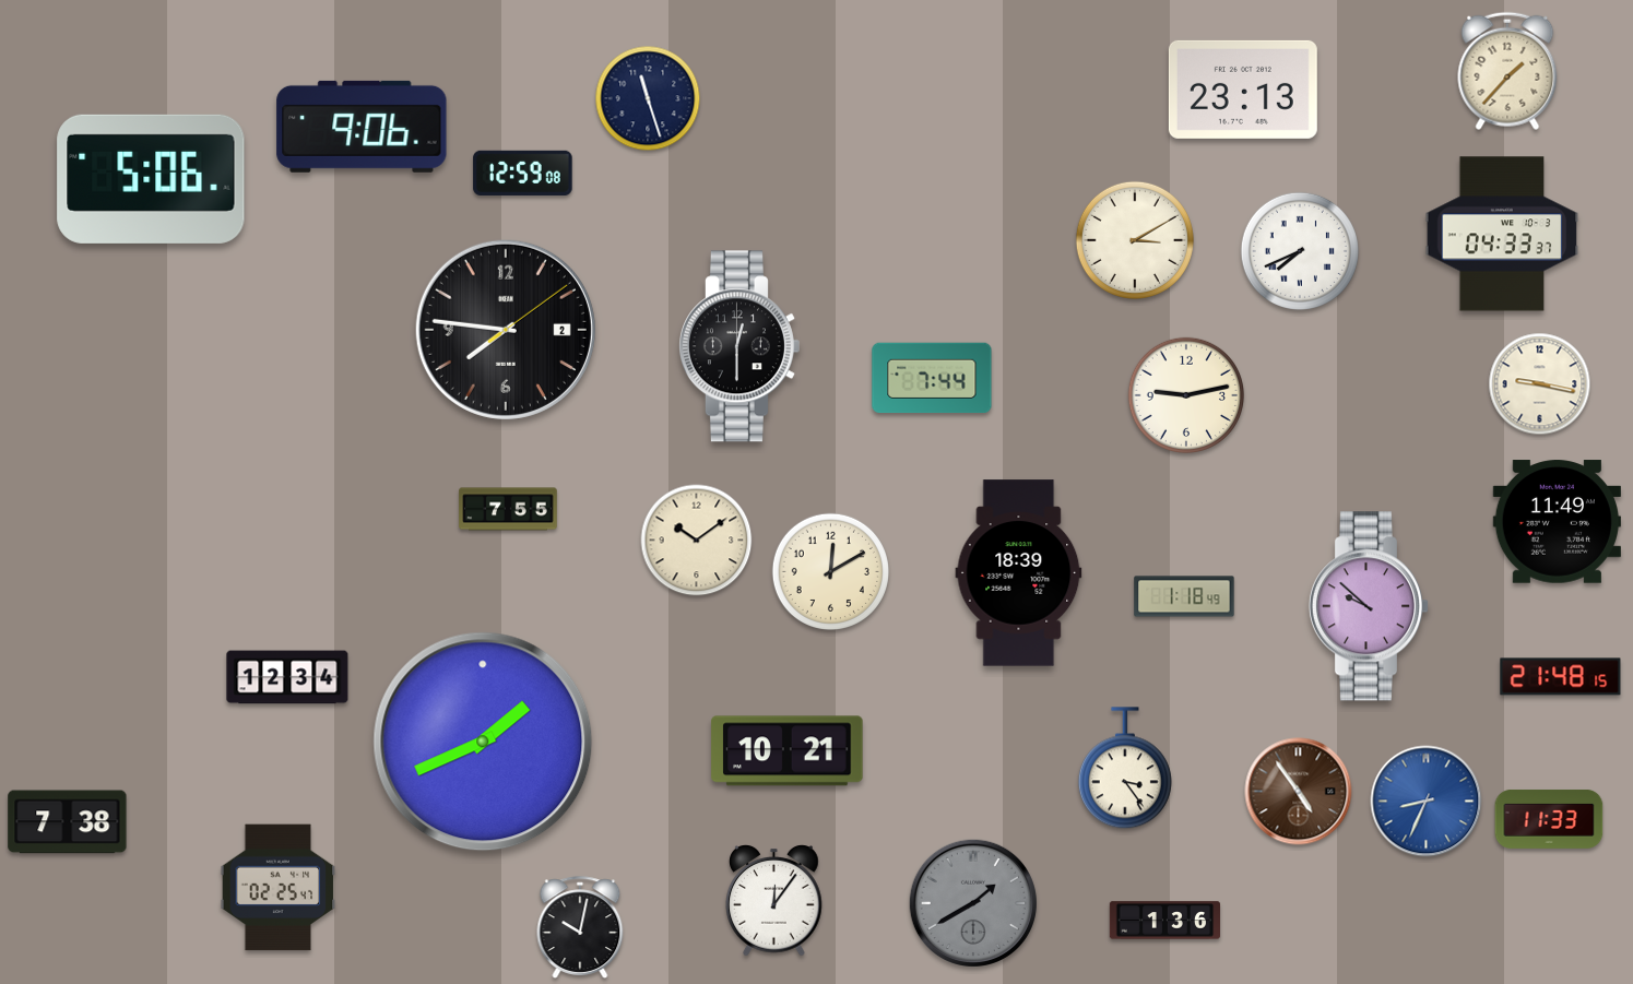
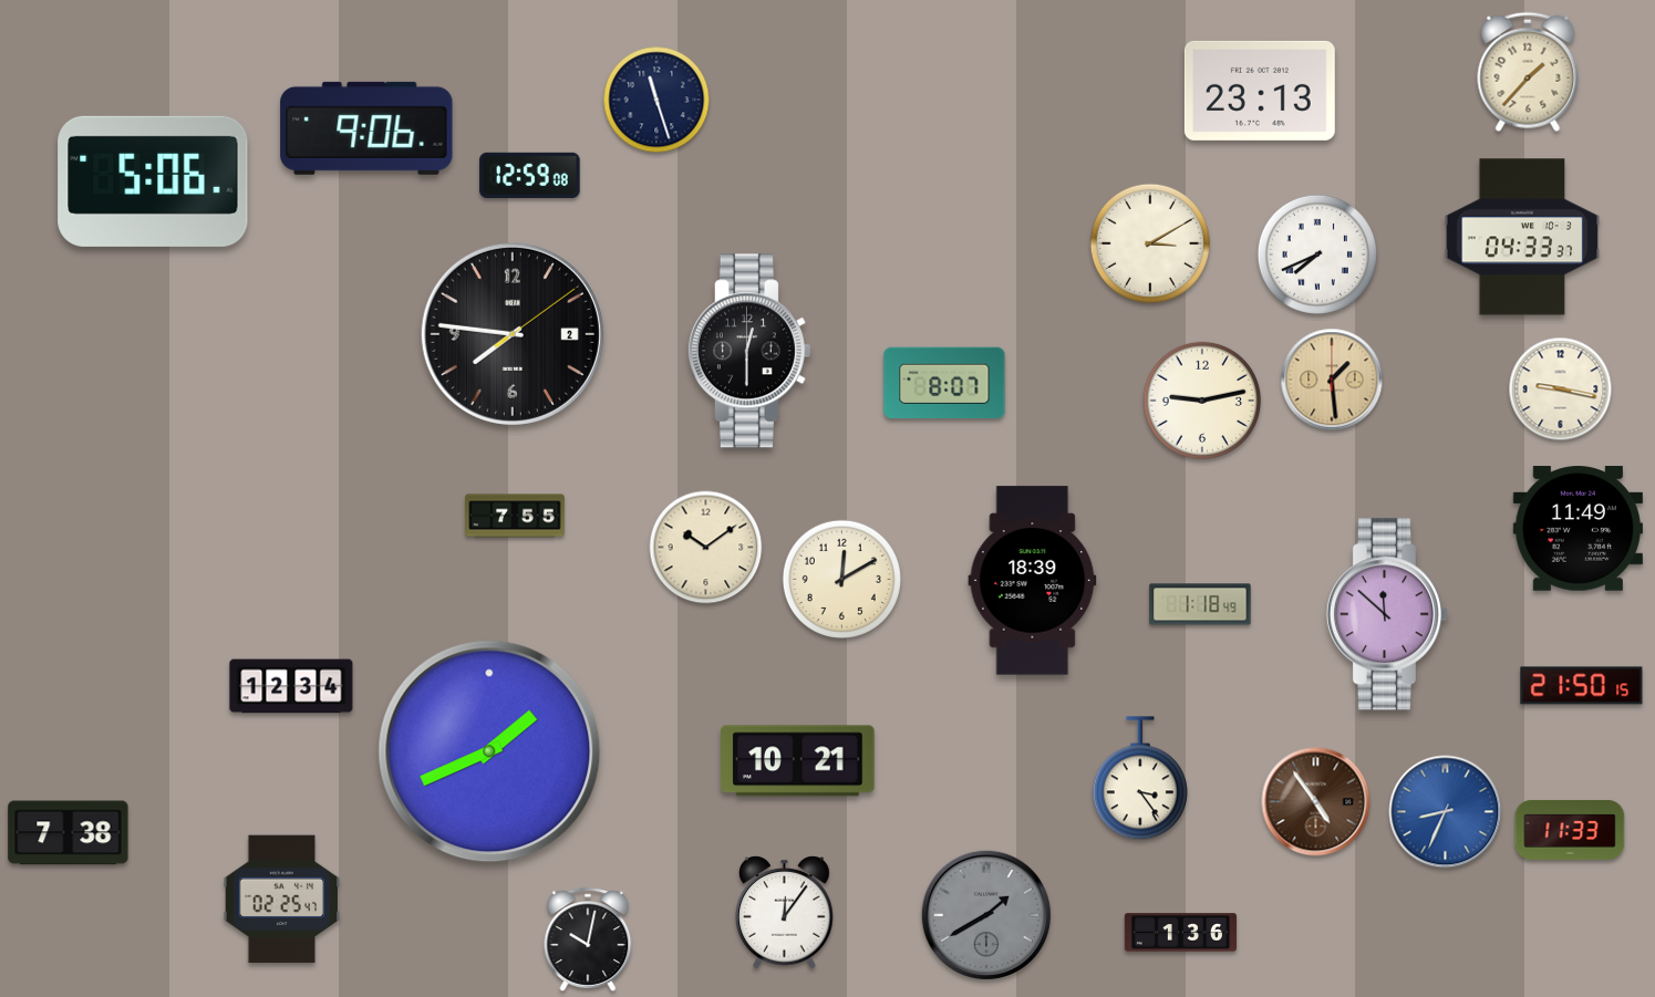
clock at (1332, 380): none -> 1:29
clock at (932, 378): 7:44 -> 8:07
clock at (1369, 606): 9:52 -> 11:52
clock at (1561, 677): 21:48 -> 21:50
